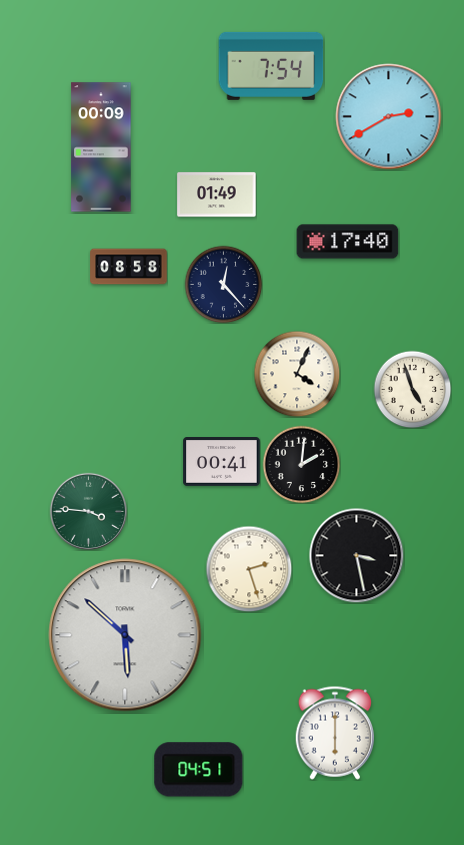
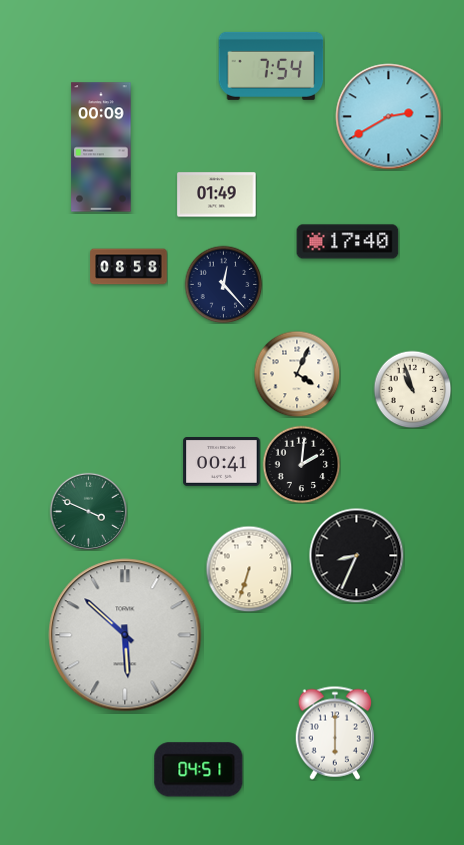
clock at (412, 389): 4:57 -> 10:57
clock at (88, 511): 3:46 -> 3:49
clock at (356, 555): 3:28 -> 8:34
clock at (249, 569): 2:27 -> 6:33
